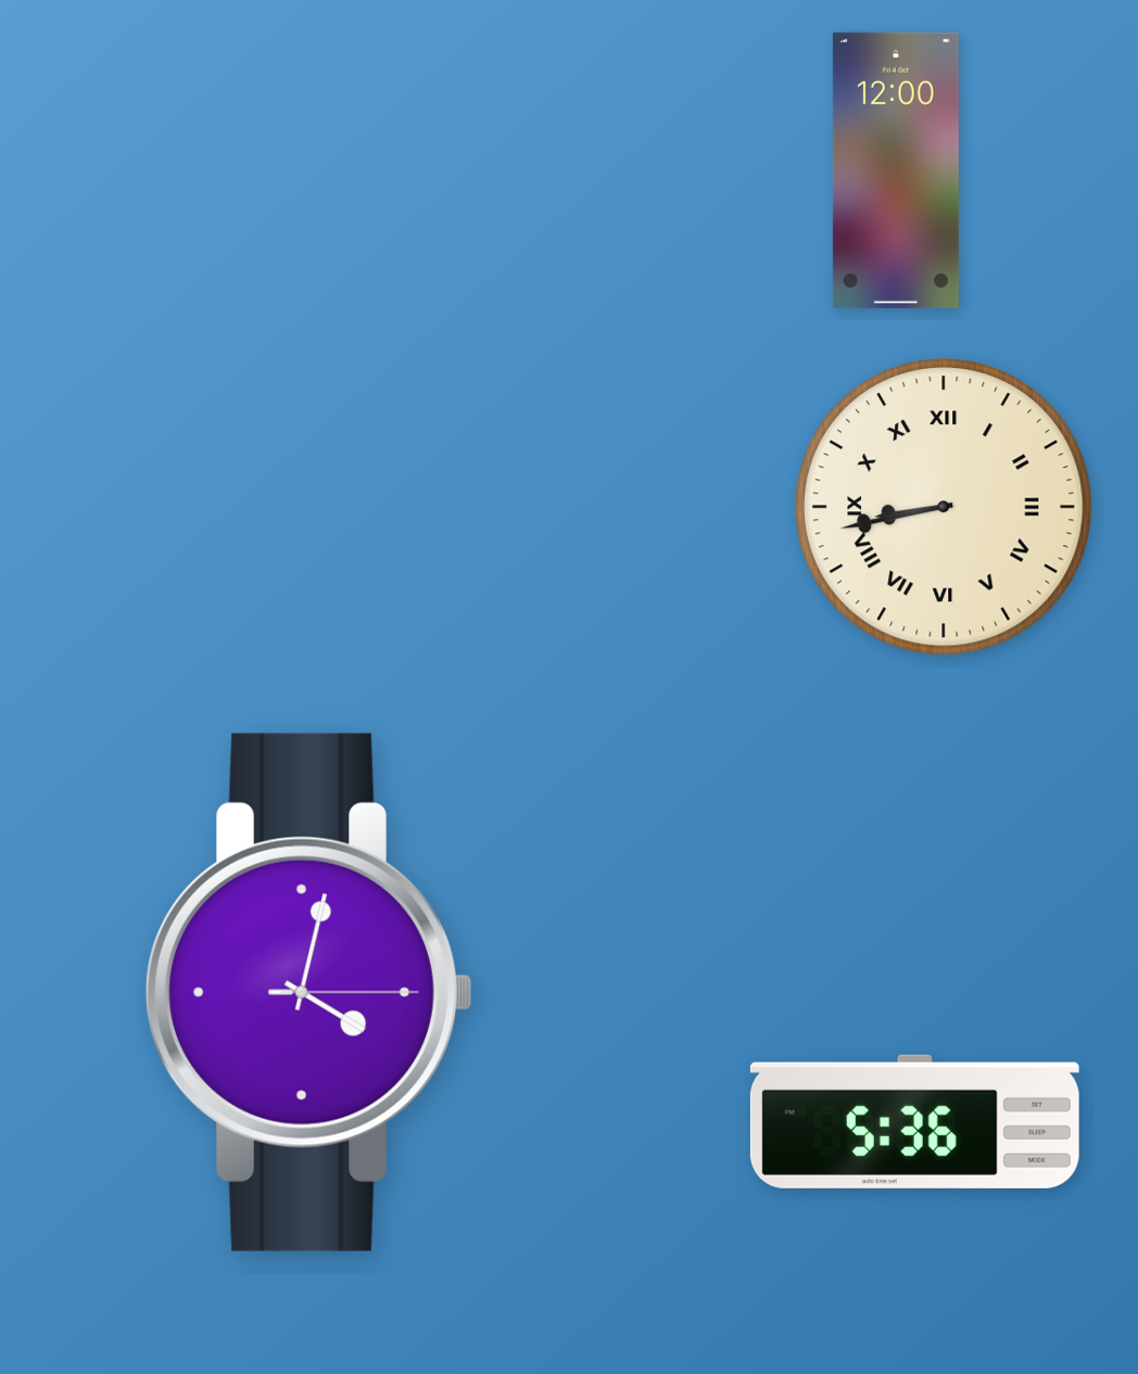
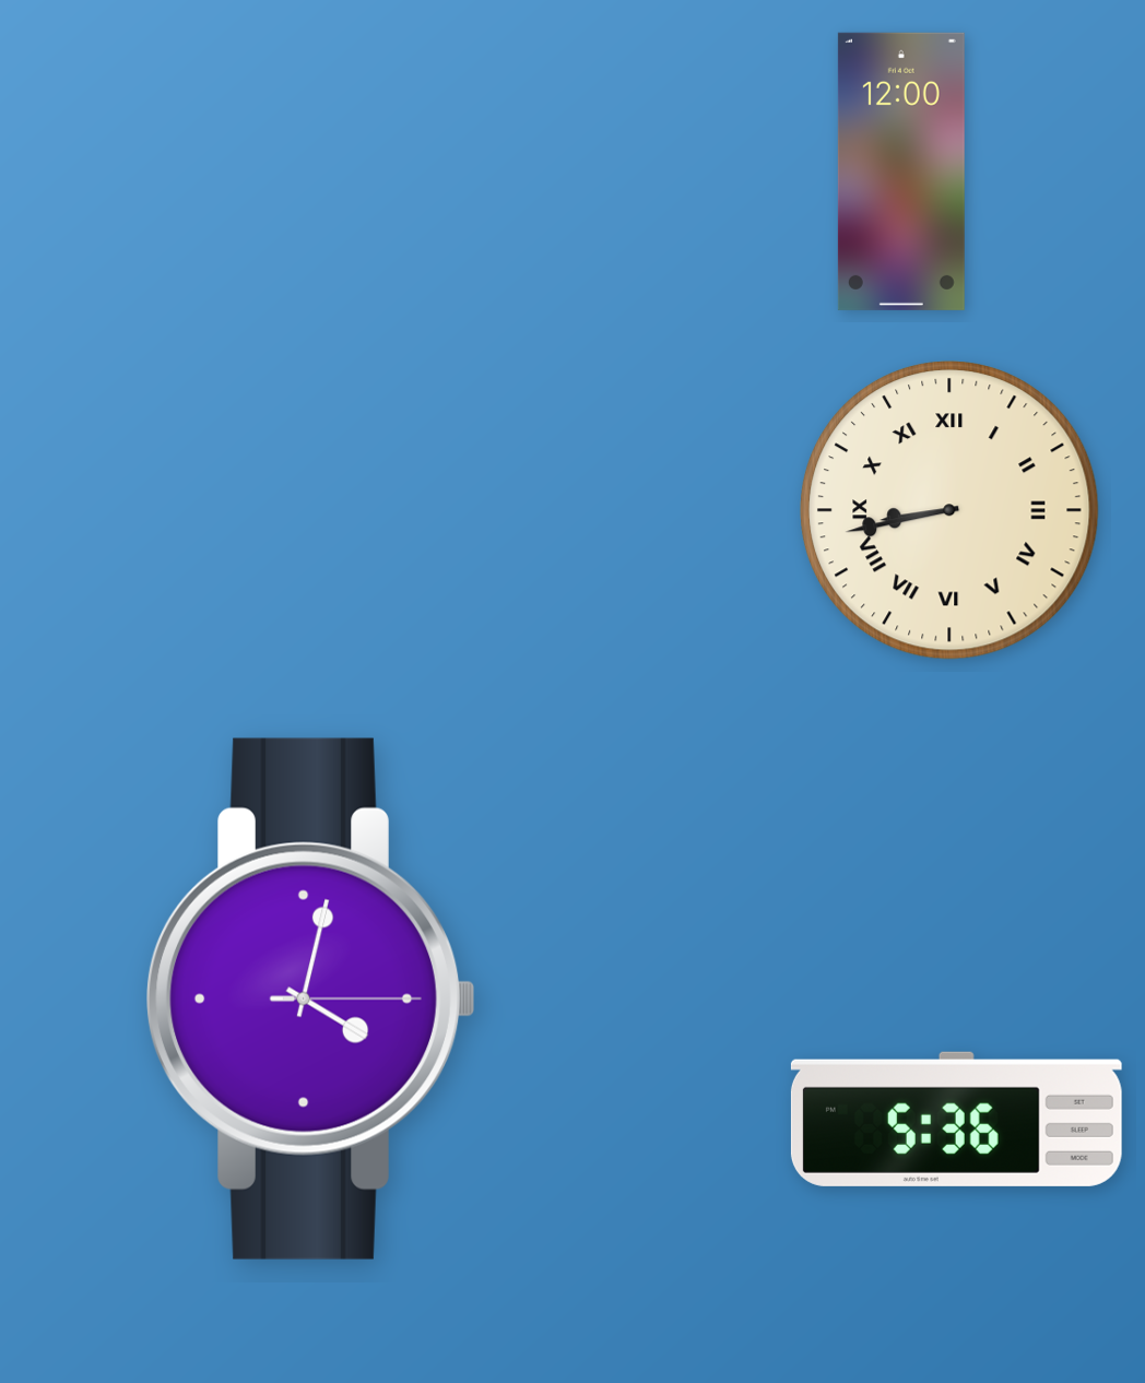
clock at (914, 1121) position: (914, 1121) -> (956, 1119)
